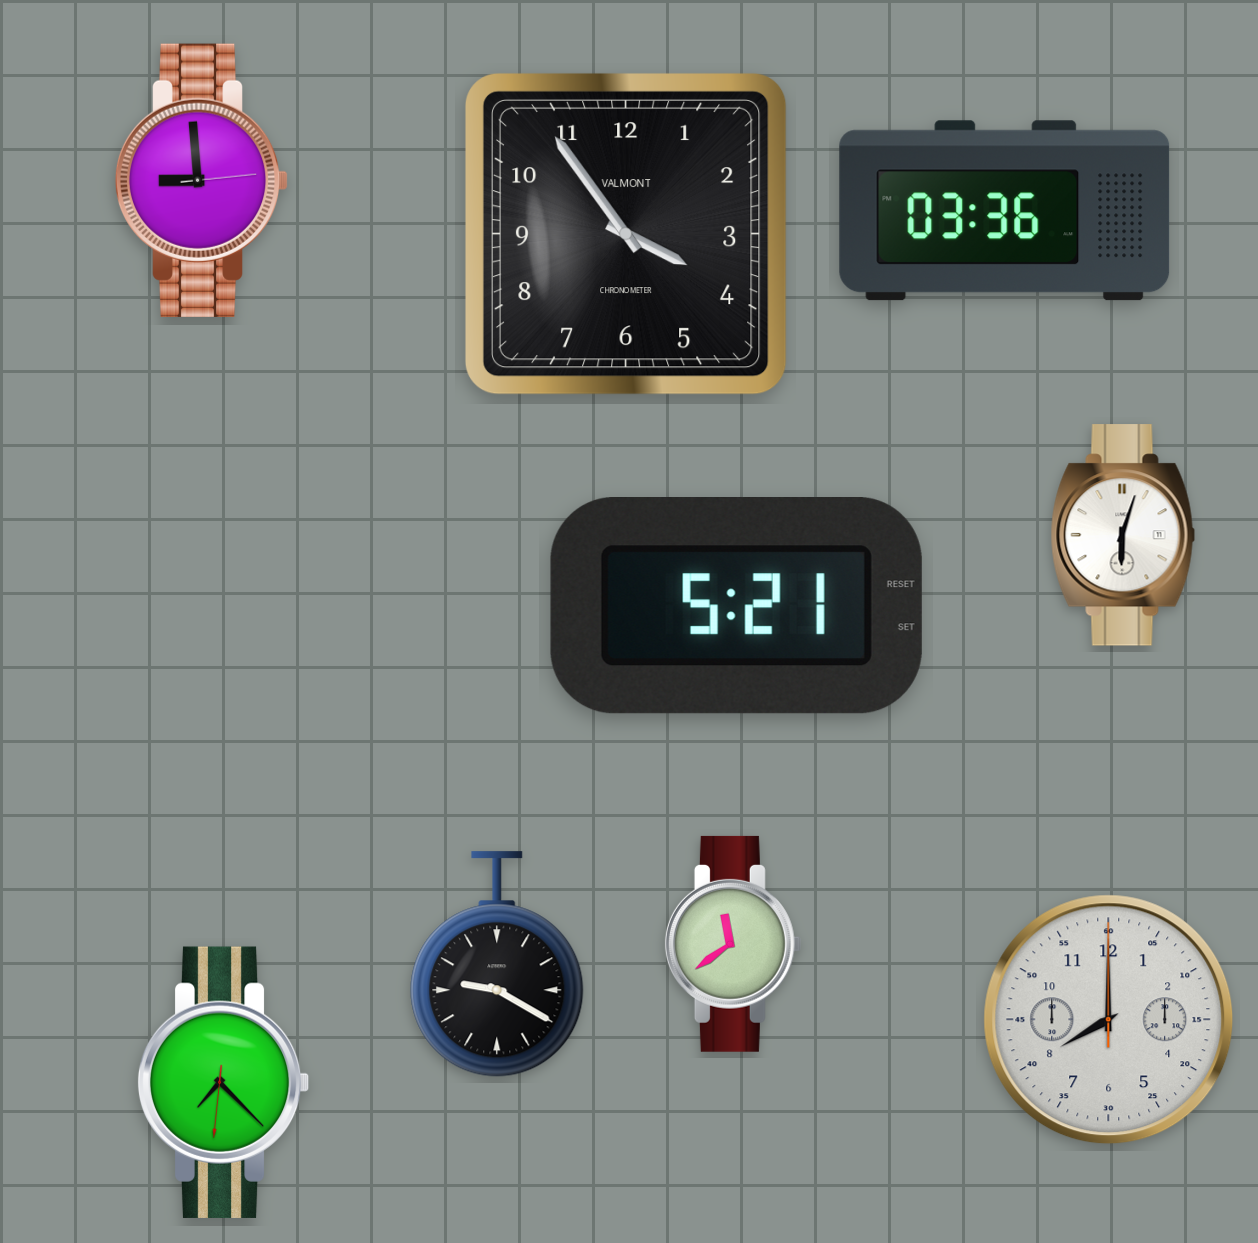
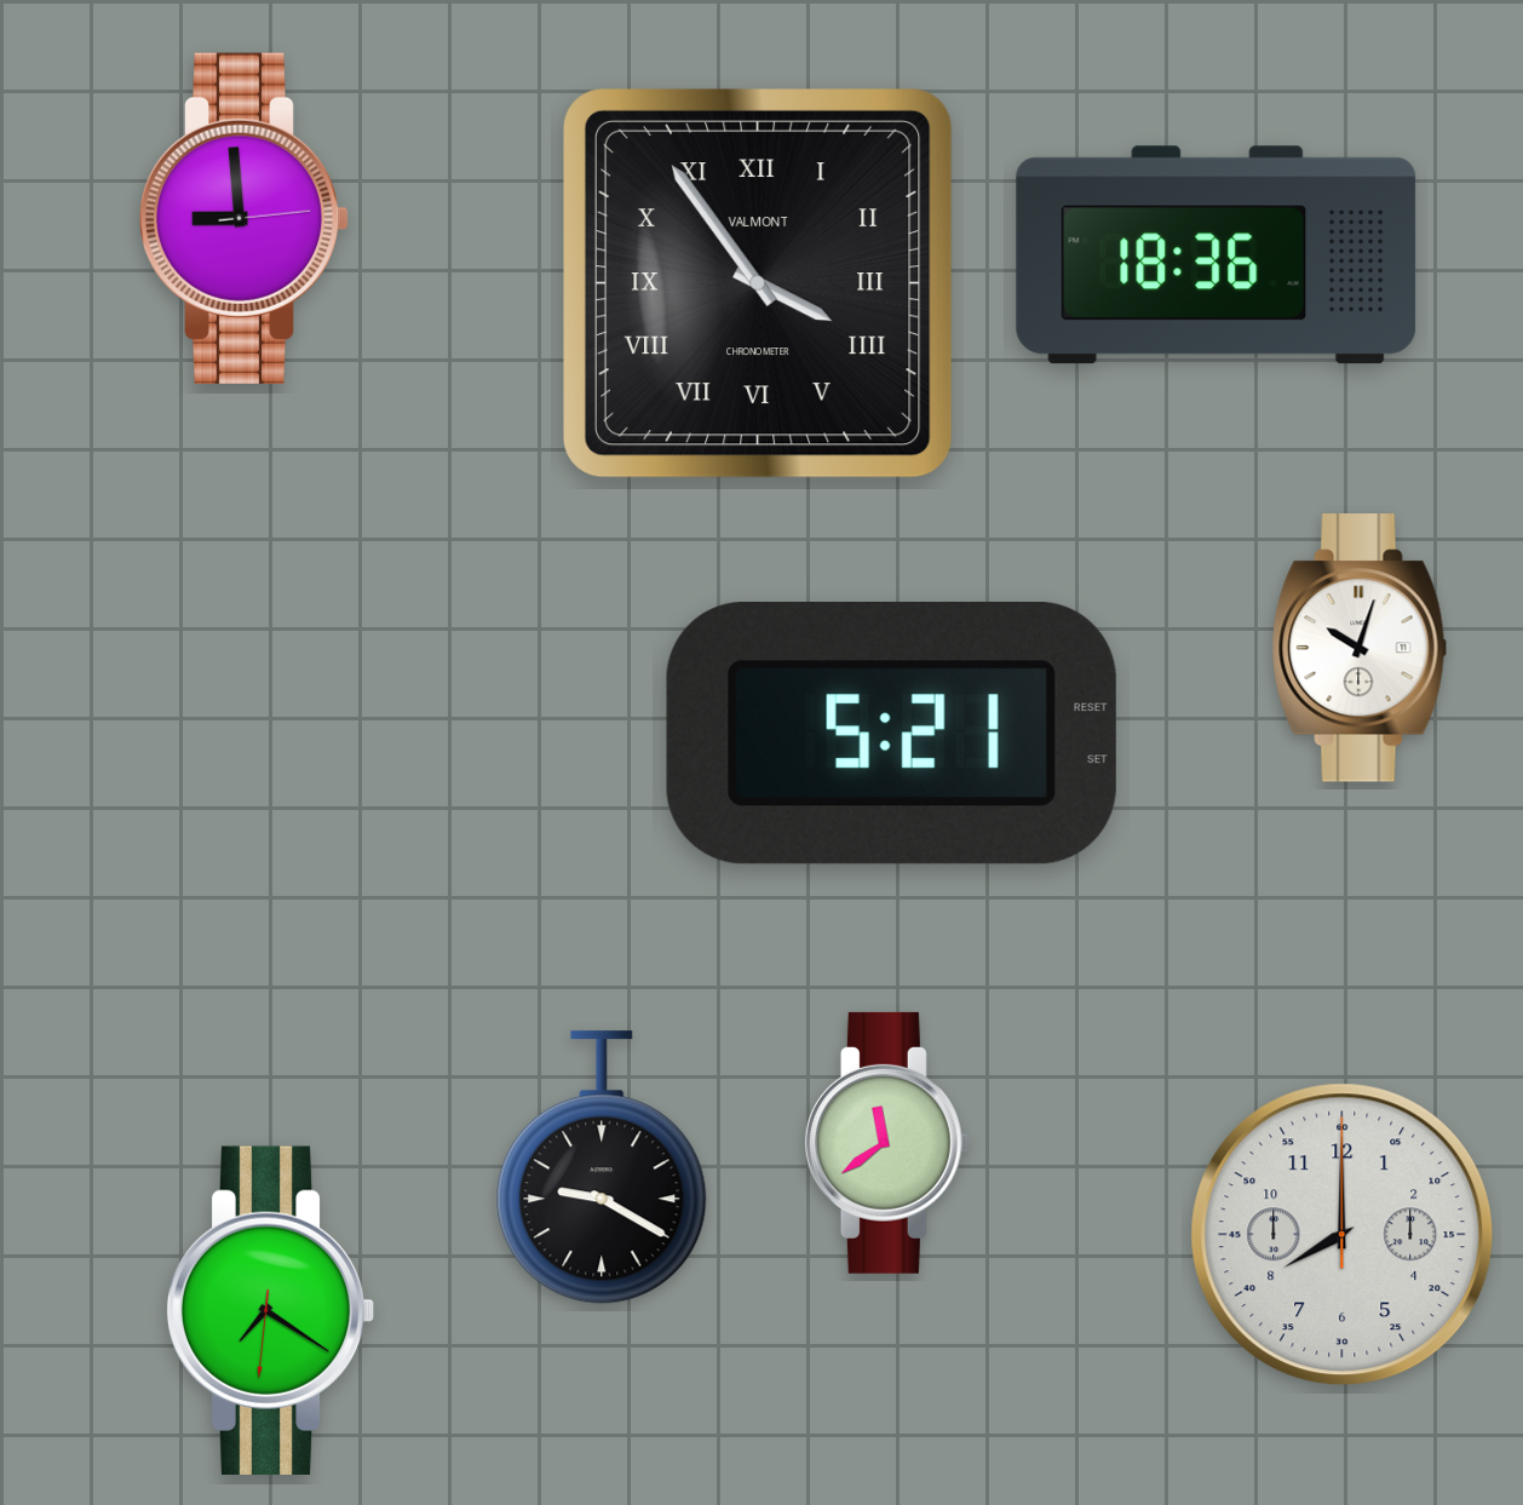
clock at (1005, 211): 03:36 -> 18:36
clock at (627, 235) numerals: Arabic -> Roman
clock at (1123, 535): 6:03 -> 10:03
clock at (223, 1082): 7:22 -> 7:20
